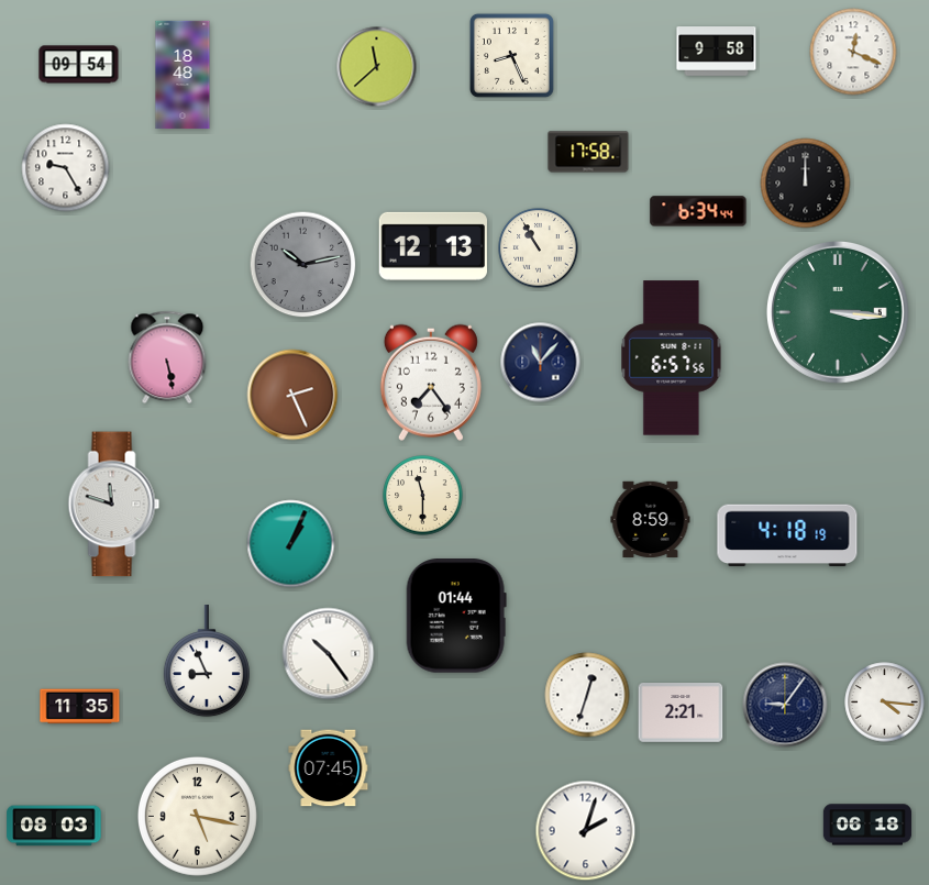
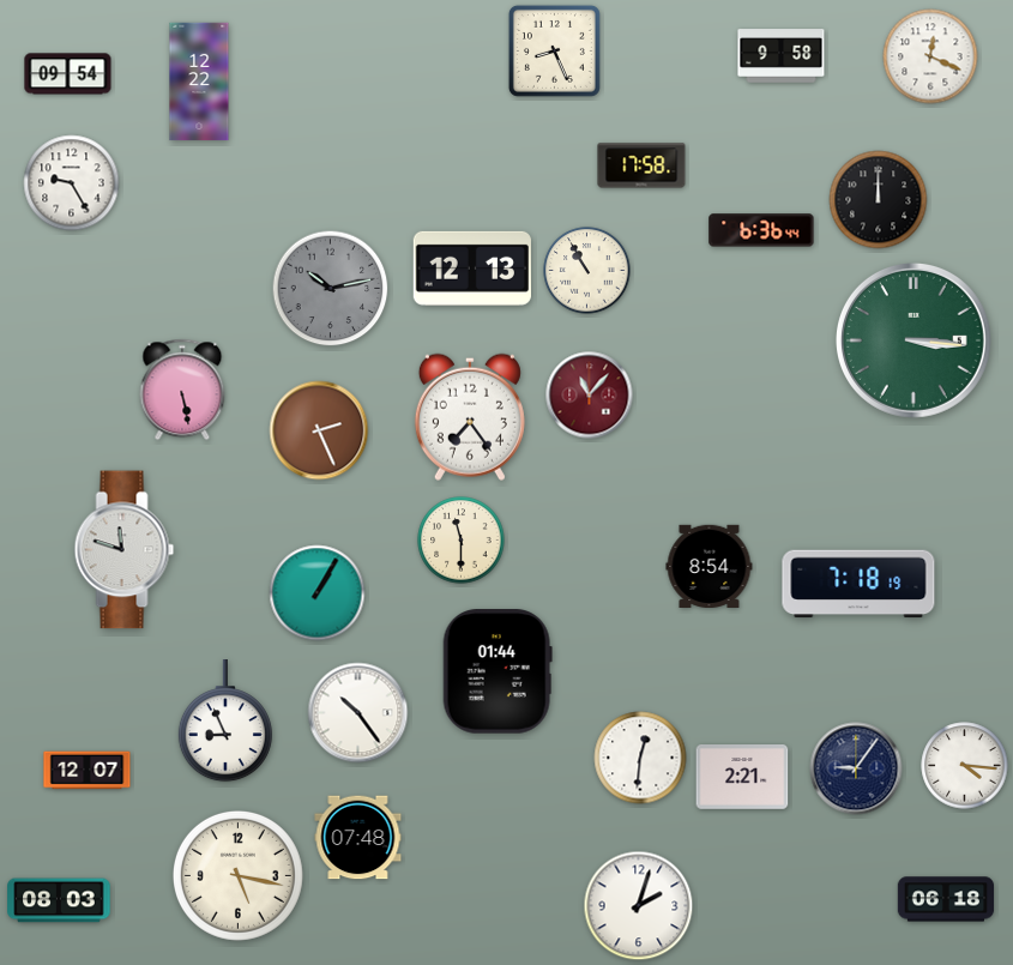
clock at (511, 55) position: (511, 55) -> (554, 50)
clock at (79, 65) position: (79, 65) -> (68, 74)
clock at (377, 67): 11:38 -> none
clock at (183, 75): 18:48 -> 12:22
clock at (698, 211): 6:34 -> 6:36
clock at (672, 358): 6:57 -> none
clock at (541, 363) dial: navy -> burgundy
clock at (651, 519): 8:59 -> 8:54
clock at (787, 535): 4:18 -> 7:18
clock at (291, 544): 1:04 -> 1:05
clock at (587, 695): 12:33 -> 12:31
clock at (80, 707): 11:35 -> 12:07
clock at (329, 768): 07:45 -> 07:48
clock at (197, 816) position: (197, 816) -> (237, 875)
